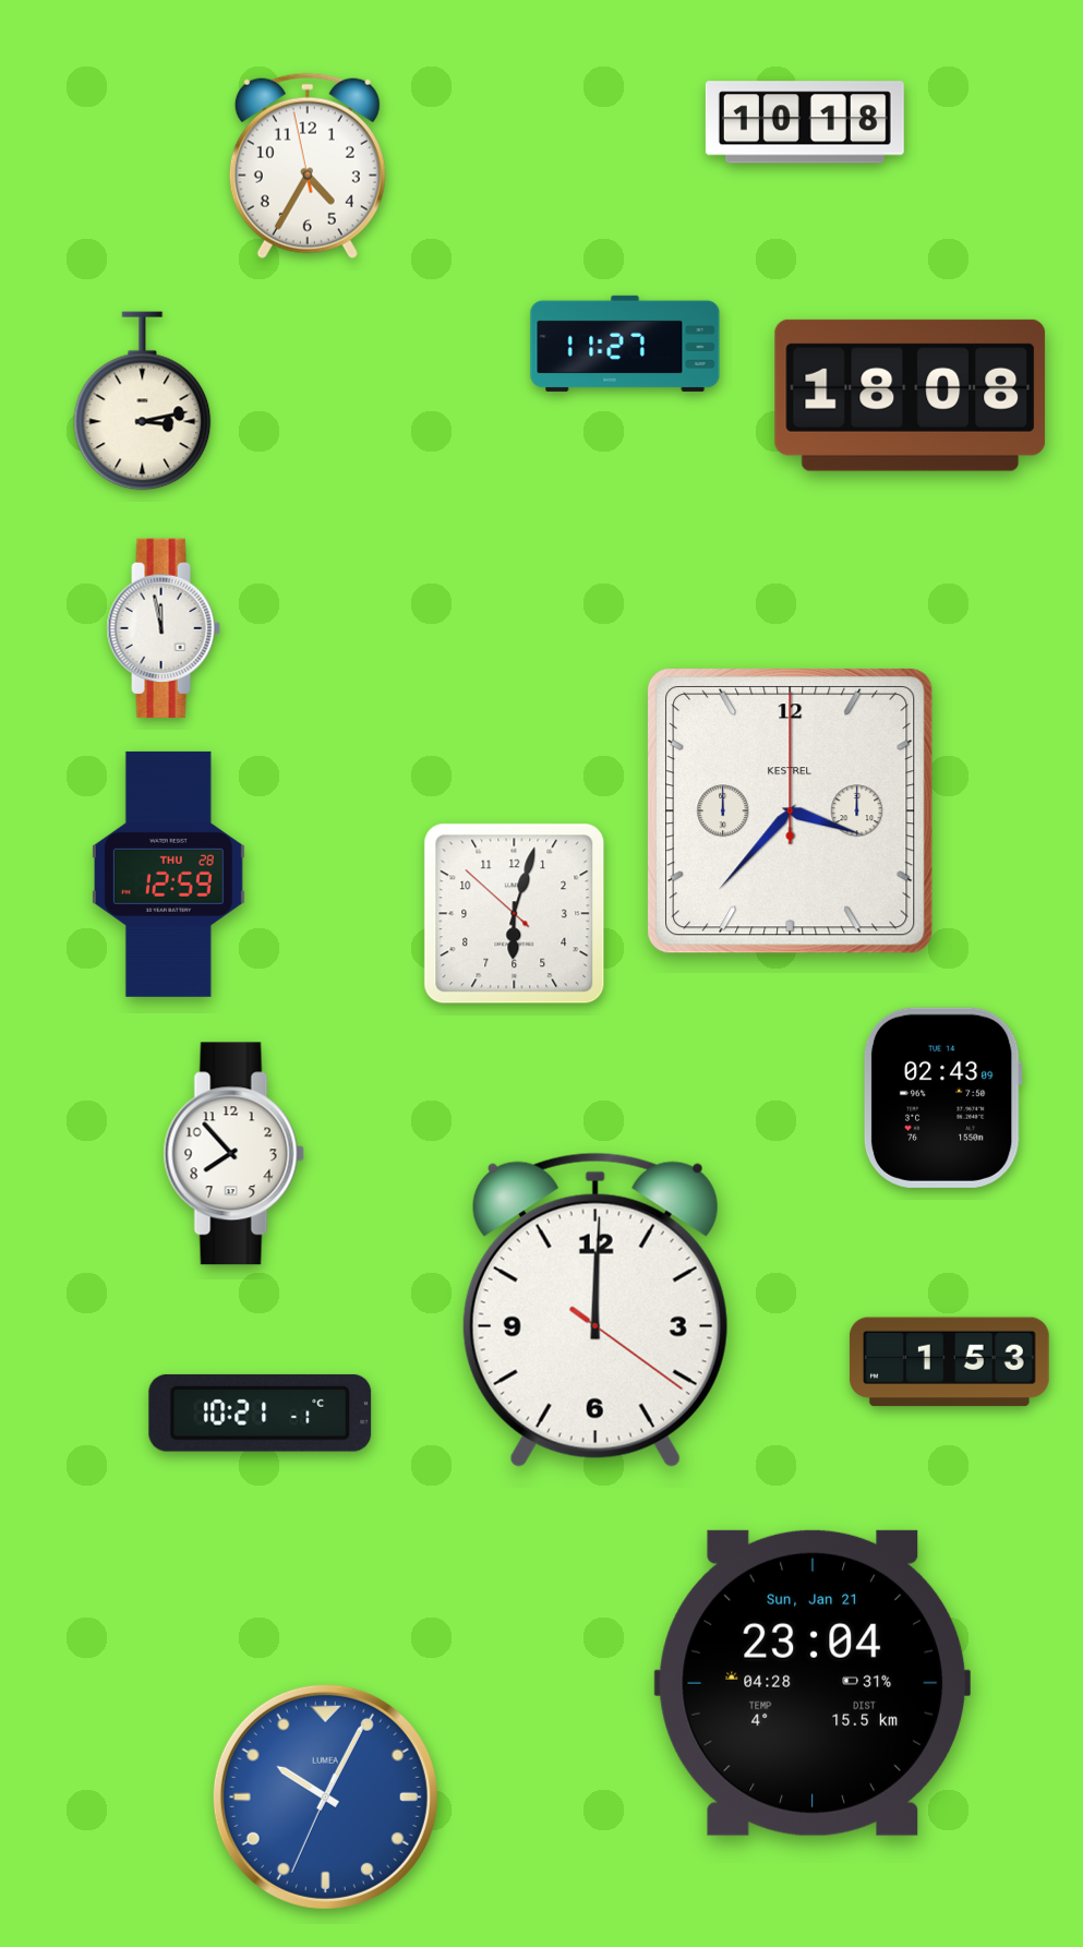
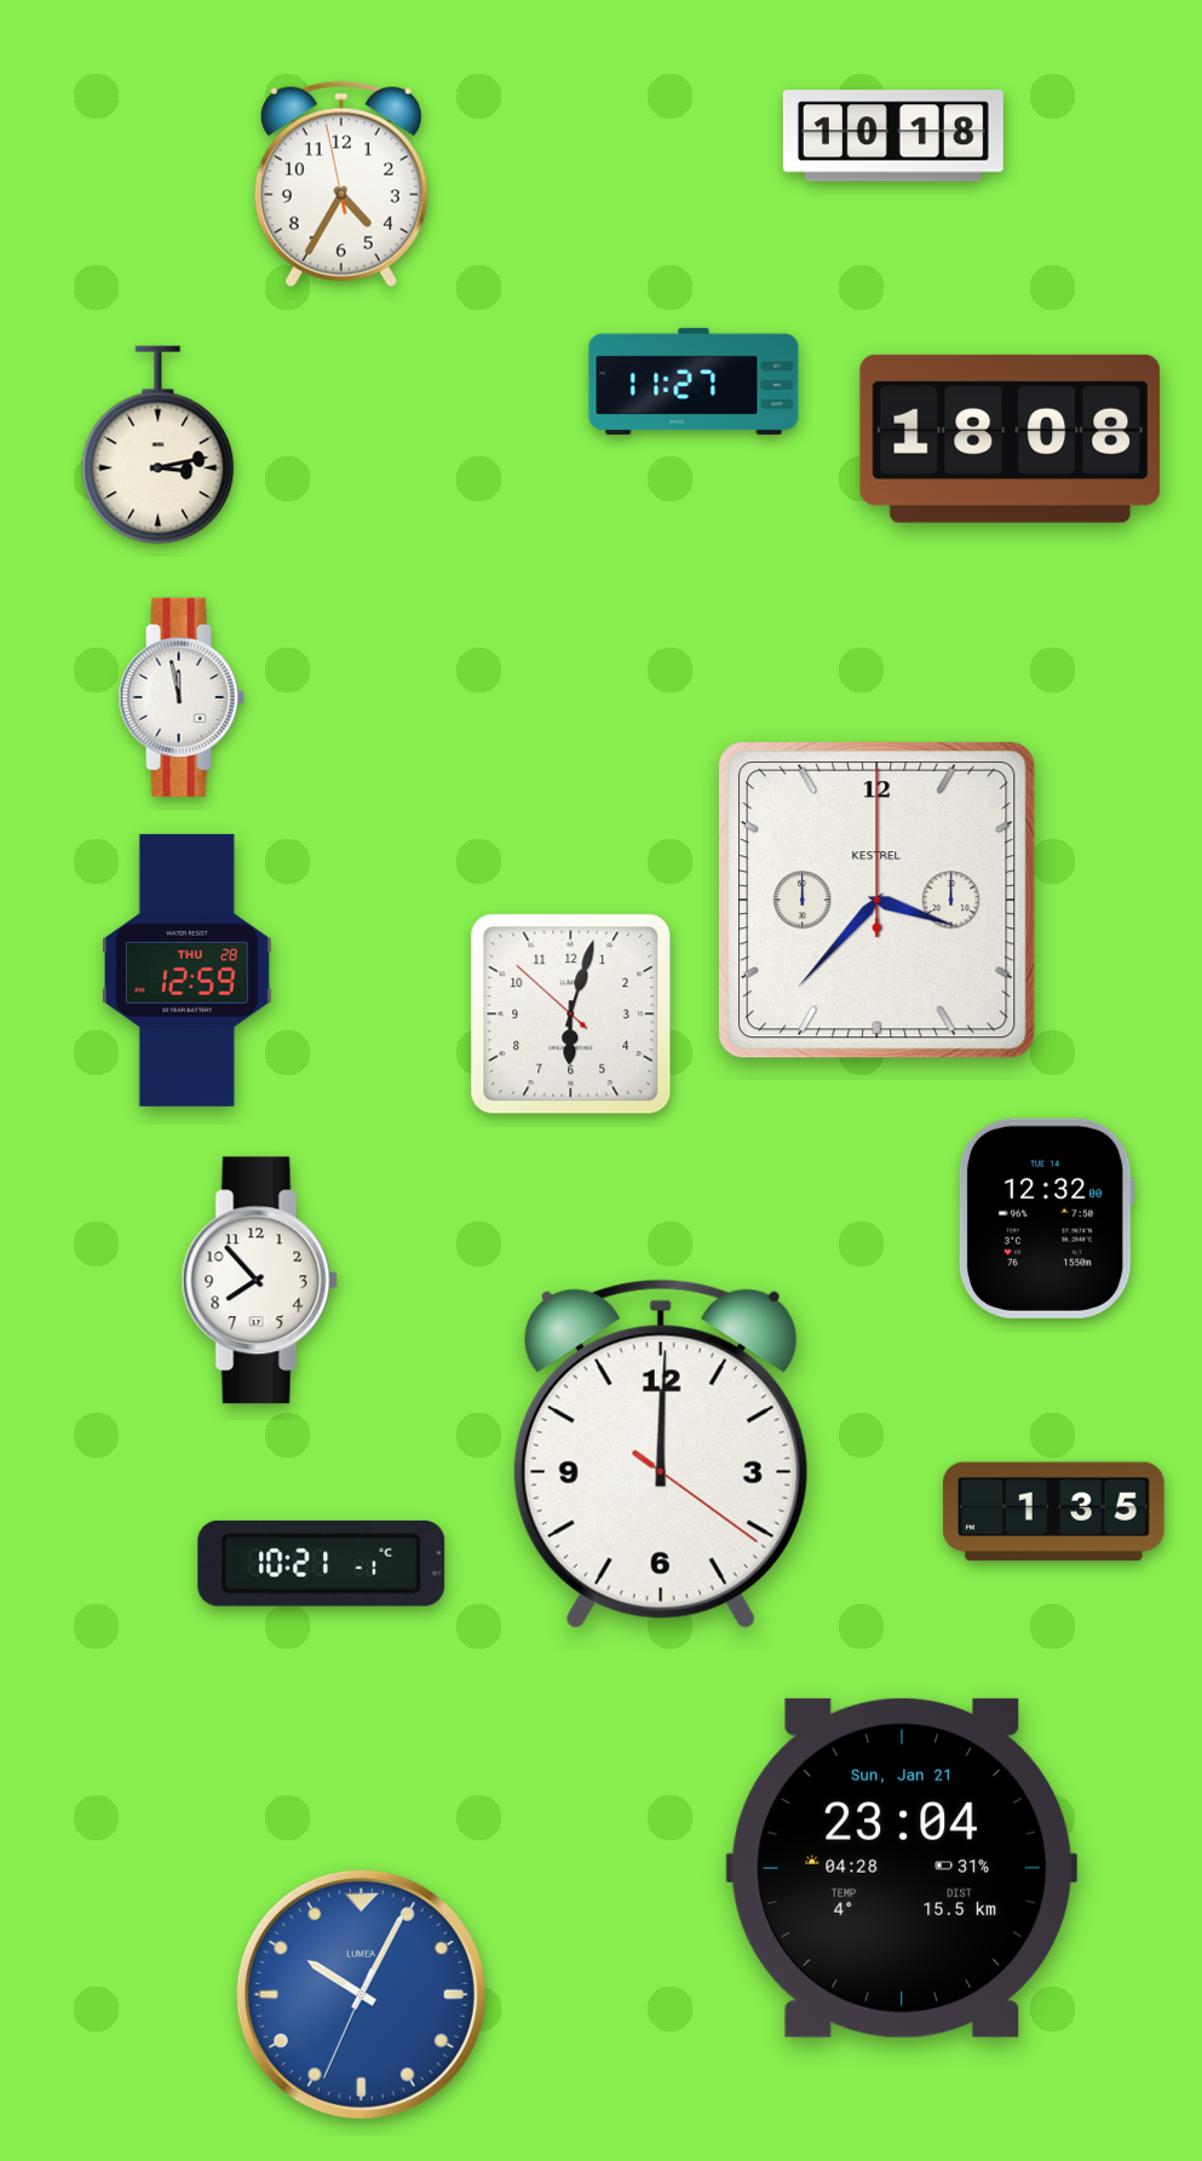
clock at (942, 1097): 02:43 -> 12:32
clock at (949, 1362): 1:53 -> 1:35
clock at (261, 1413) position: (261, 1413) -> (322, 1563)
